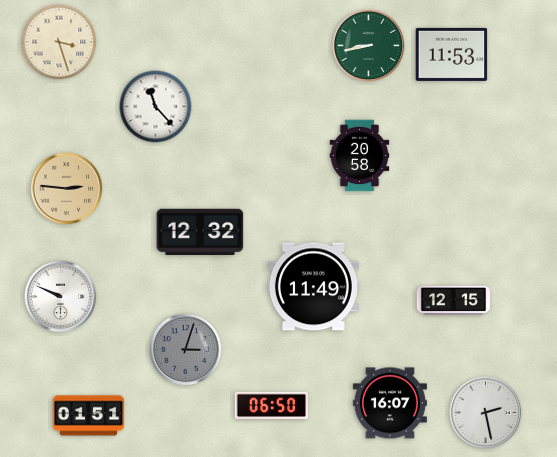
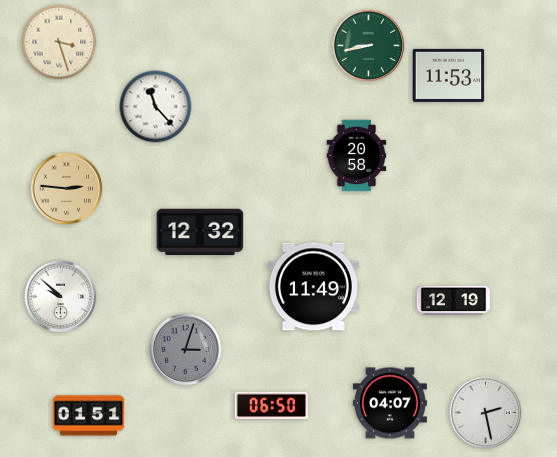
clock at (452, 54) position: (452, 54) -> (449, 75)
clock at (360, 156) position: (360, 156) -> (357, 156)
clock at (61, 297): 9:49 -> 9:52
clock at (453, 301): 12:15 -> 12:19
clock at (390, 403): 16:07 -> 04:07
